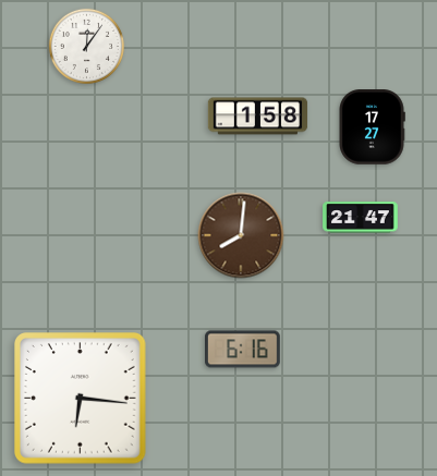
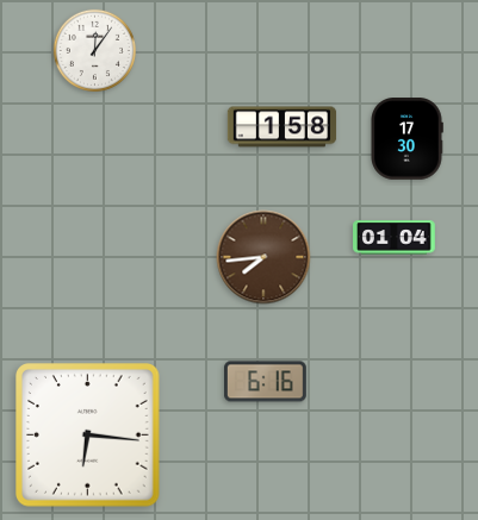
clock at (372, 127): 17:27 -> 17:30
clock at (361, 218): 21:47 -> 01:04
clock at (241, 235): 8:01 -> 7:44
